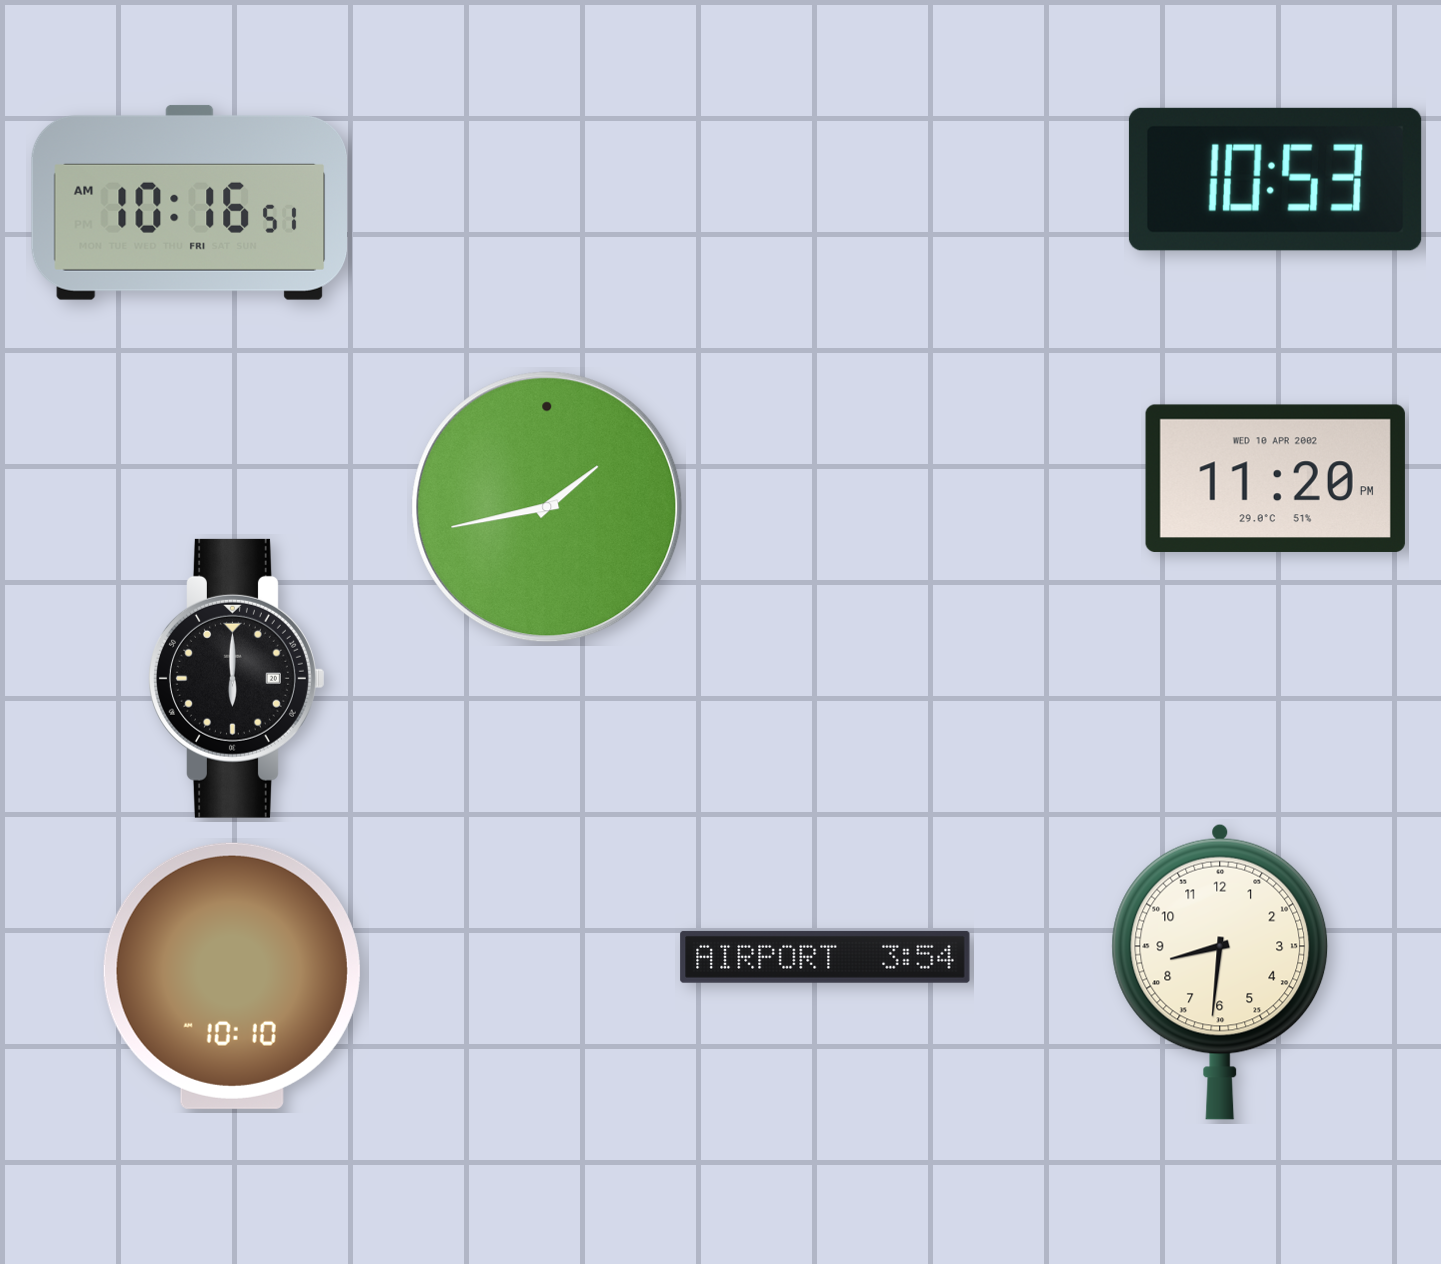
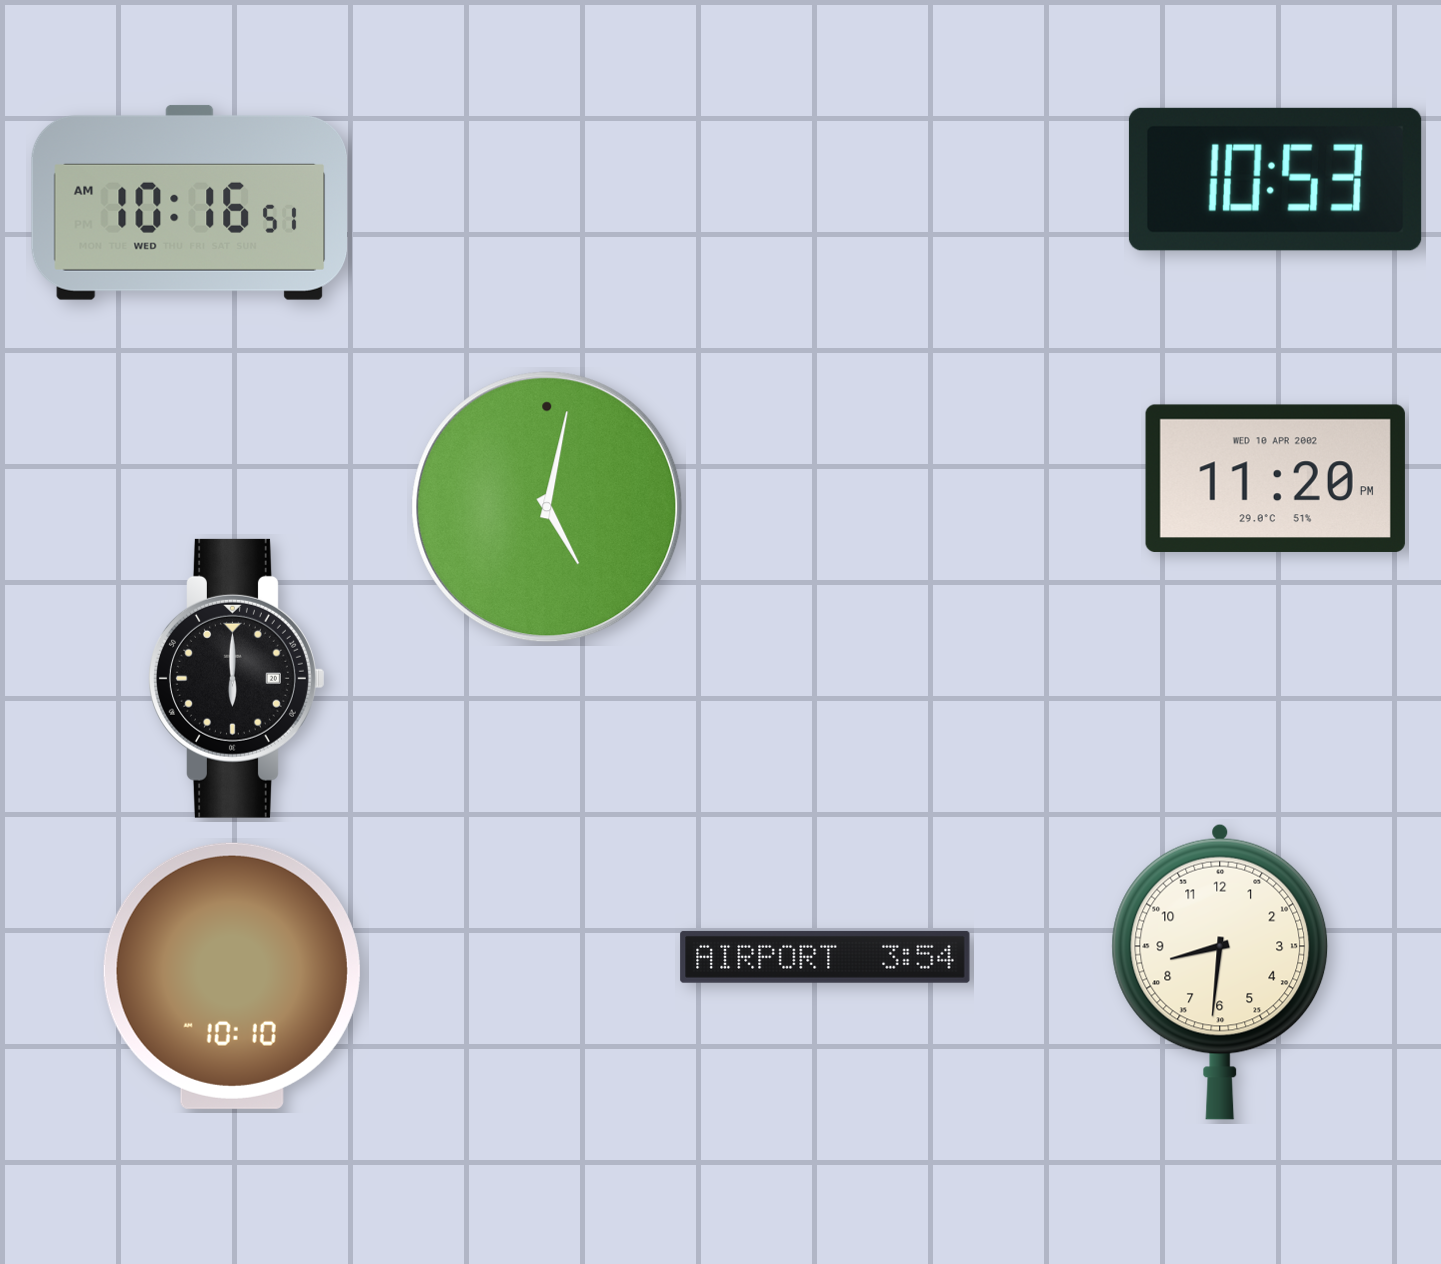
clock at (189, 202) date: FRI -> WED
clock at (547, 507): 1:43 -> 5:02
